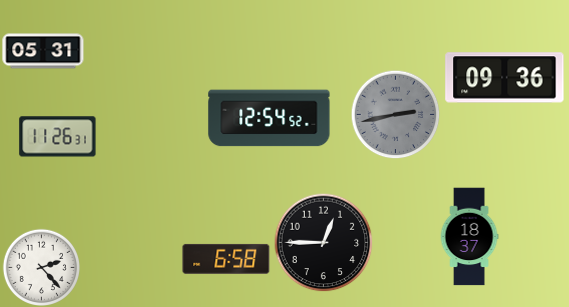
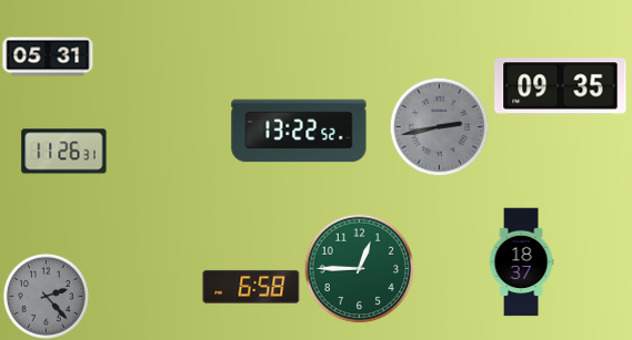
clock at (505, 78): 09:36 -> 09:35
clock at (269, 118): 12:54 -> 13:22
clock at (324, 243) dial: black -> green
clock at (41, 267) dial: white -> grey
